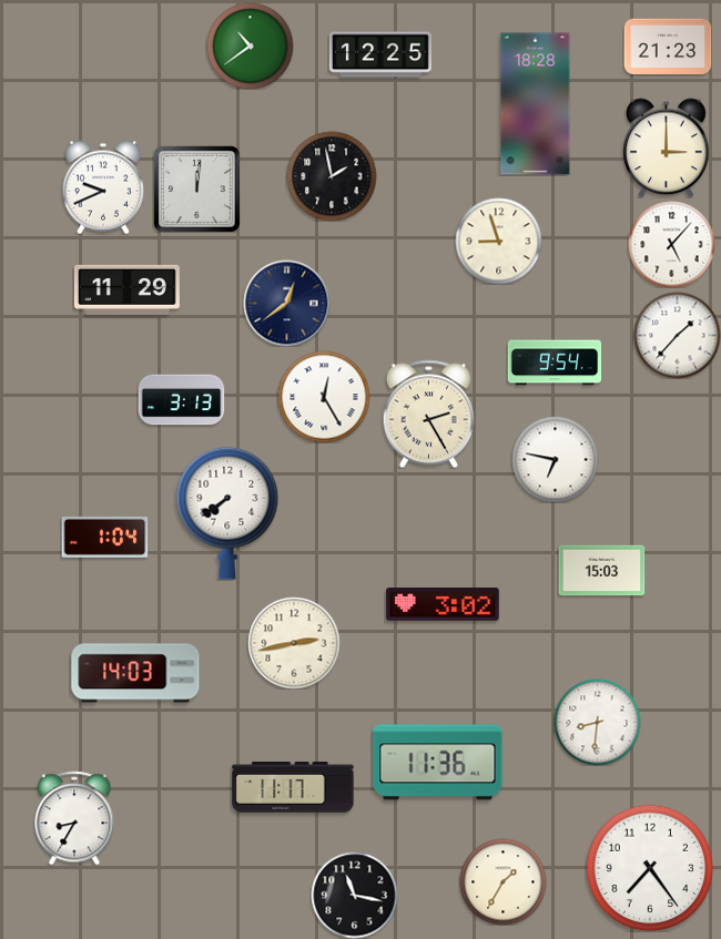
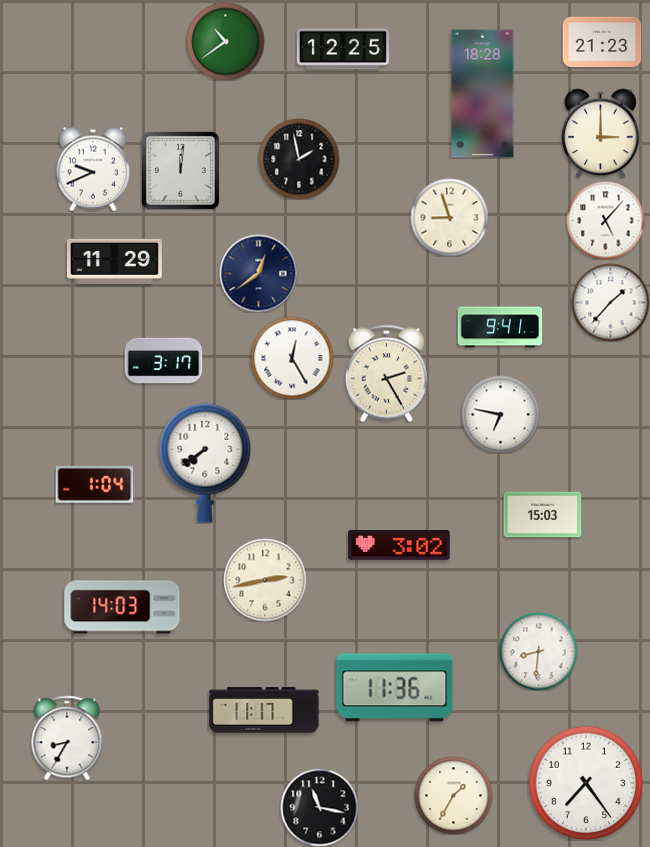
clock at (196, 188) position: (196, 188) -> (180, 170)
clock at (555, 363): 9:54 -> 9:41
clock at (181, 400): 3:13 -> 3:17
